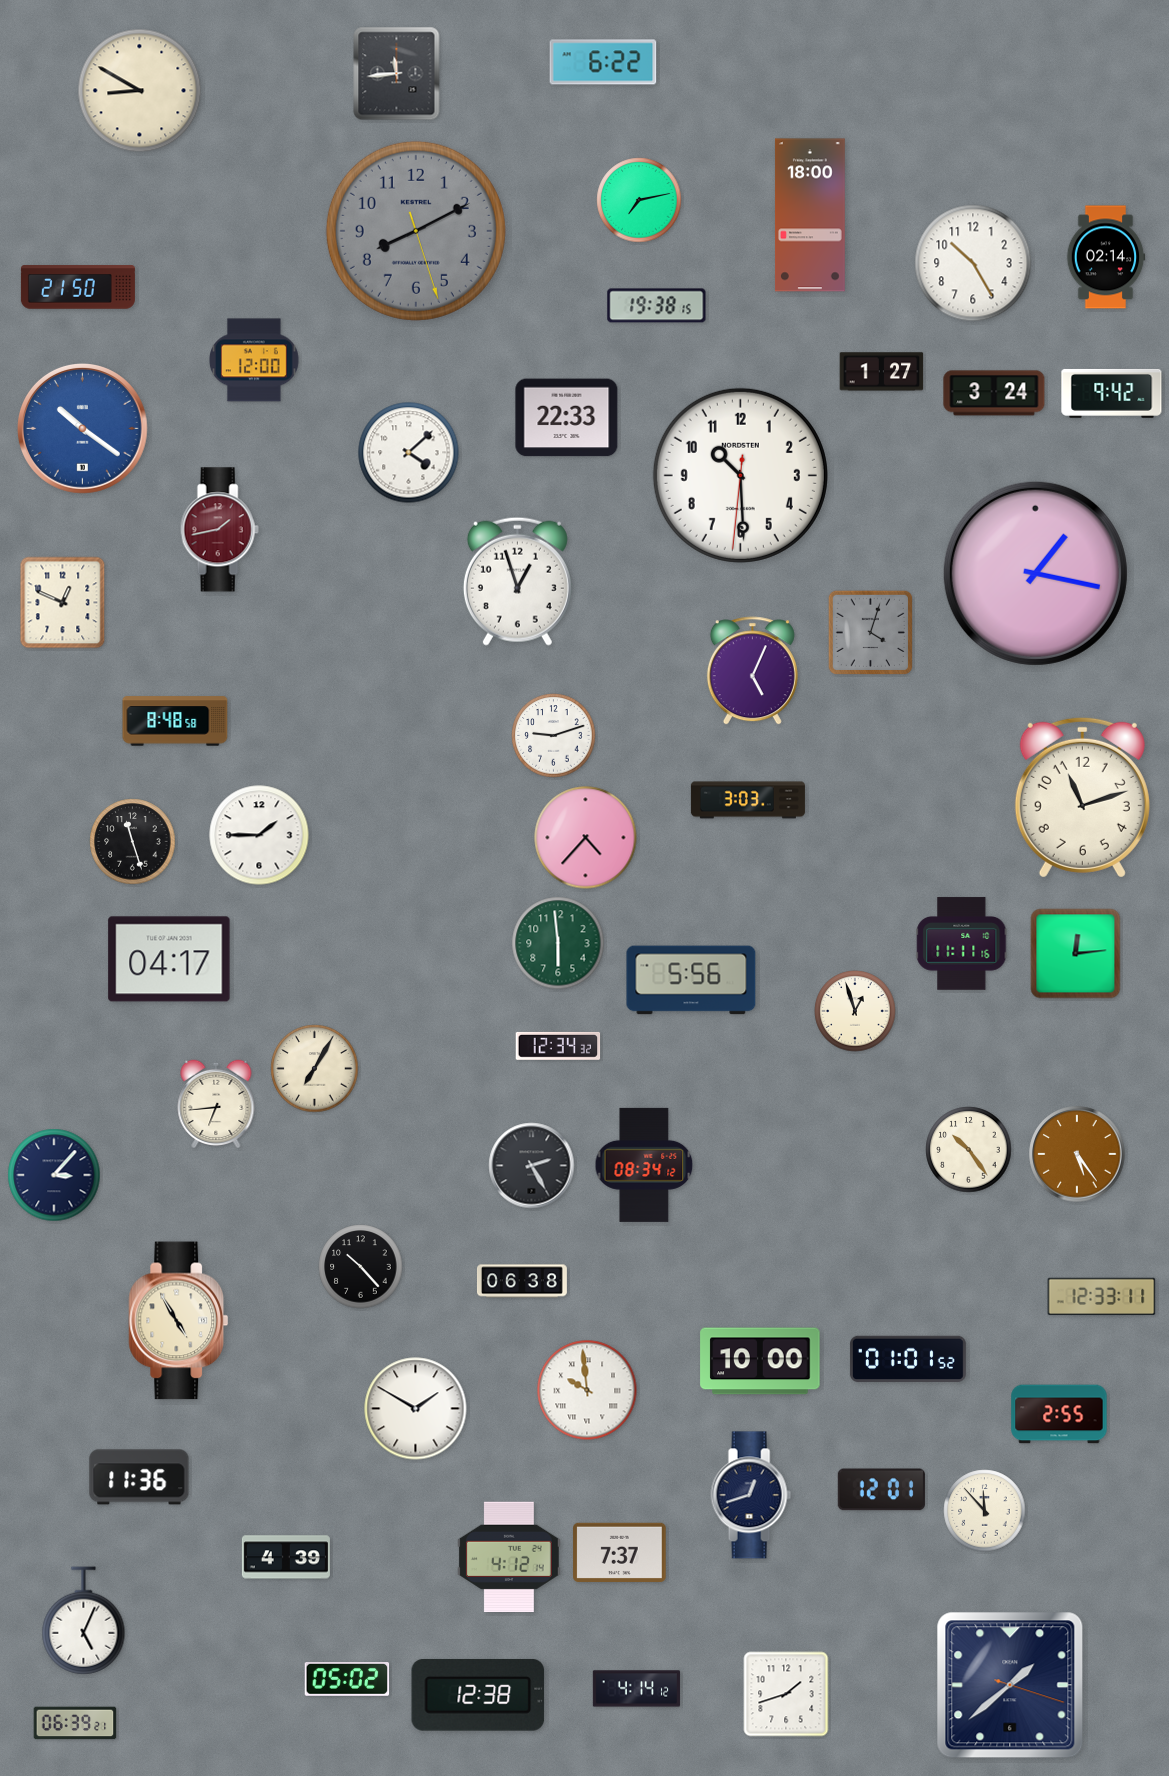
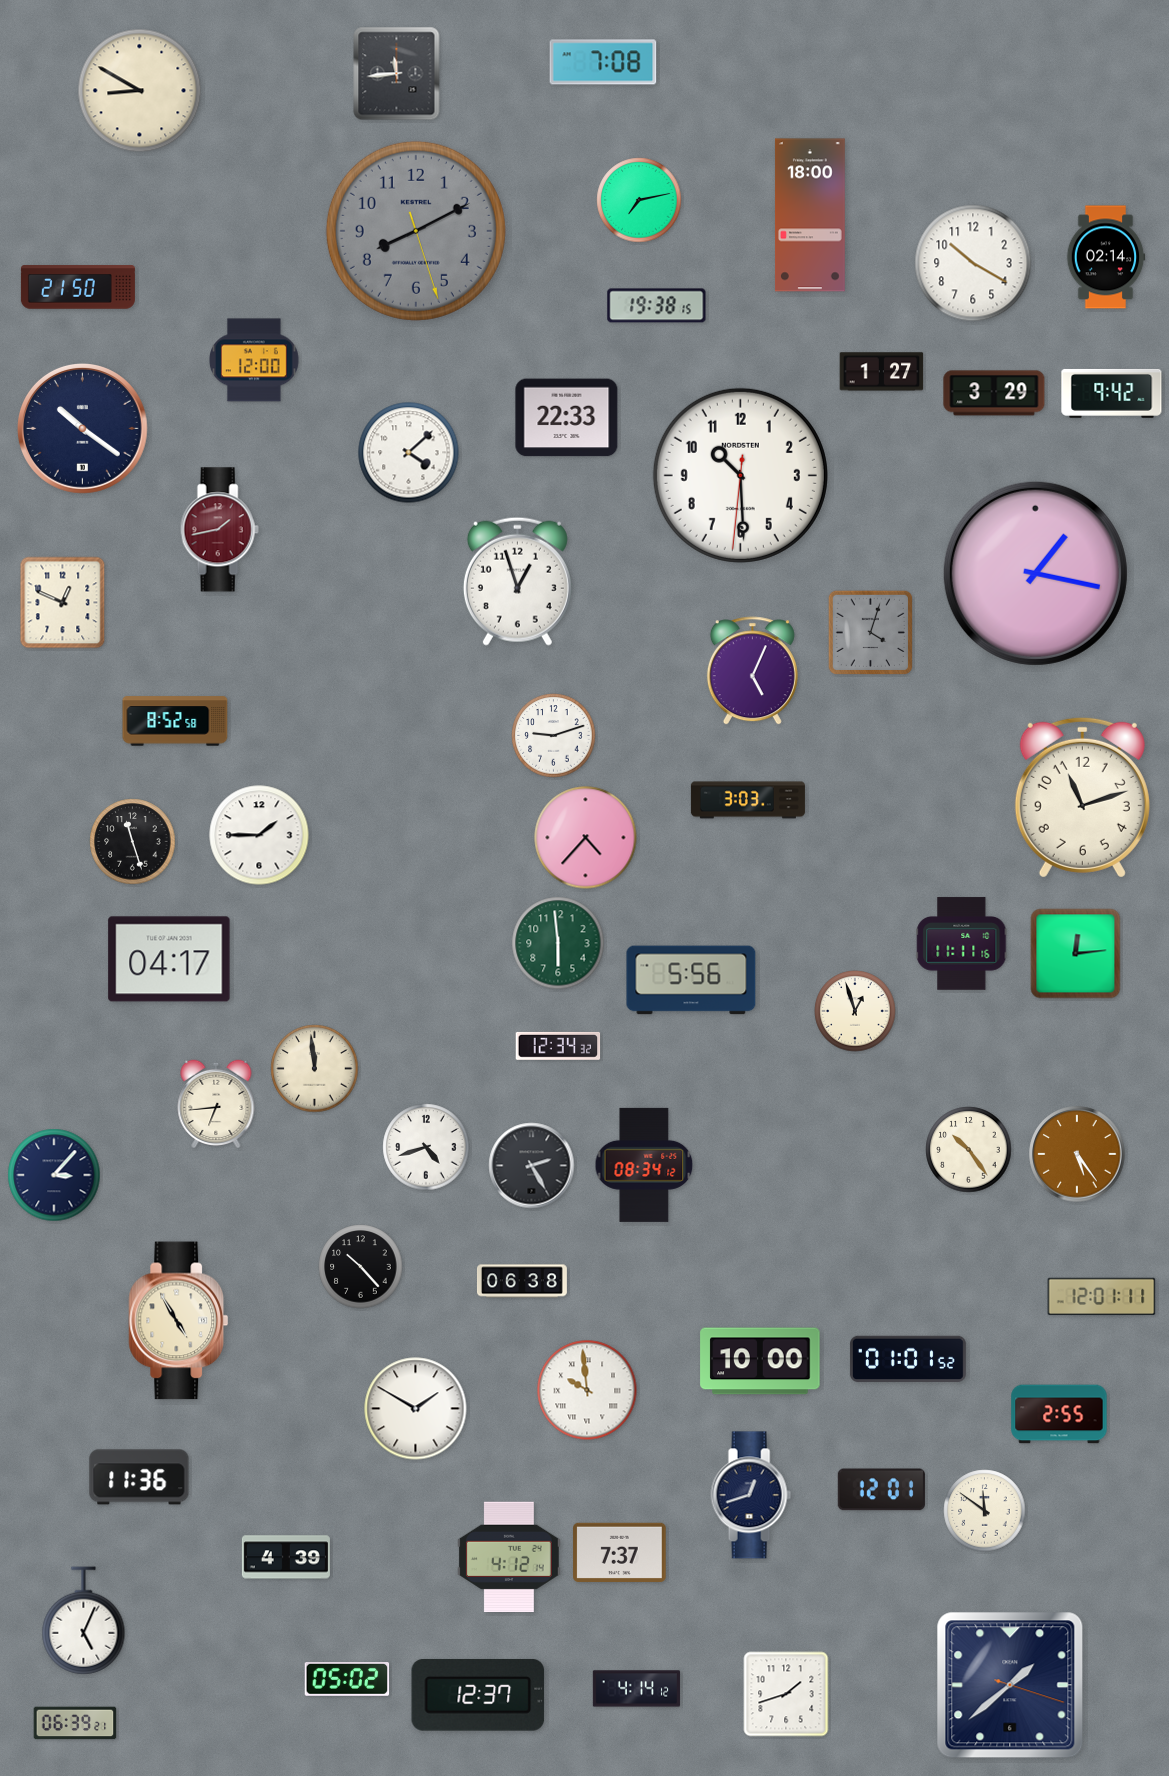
clock at (603, 62): 6:22 -> 7:08
clock at (973, 263): 10:25 -> 10:20
clock at (994, 393): 3:24 -> 3:29
clock at (82, 428) dial: blue -> navy
clock at (175, 721): 8:48 -> 8:52
clock at (315, 1069): 7:05 -> 11:59
clock at (426, 1147): none -> 4:42
clock at (1102, 1297): 12:33 -> 12:01
clock at (985, 1511): 11:53 -> 11:51
clock at (478, 1695): 12:38 -> 12:37
